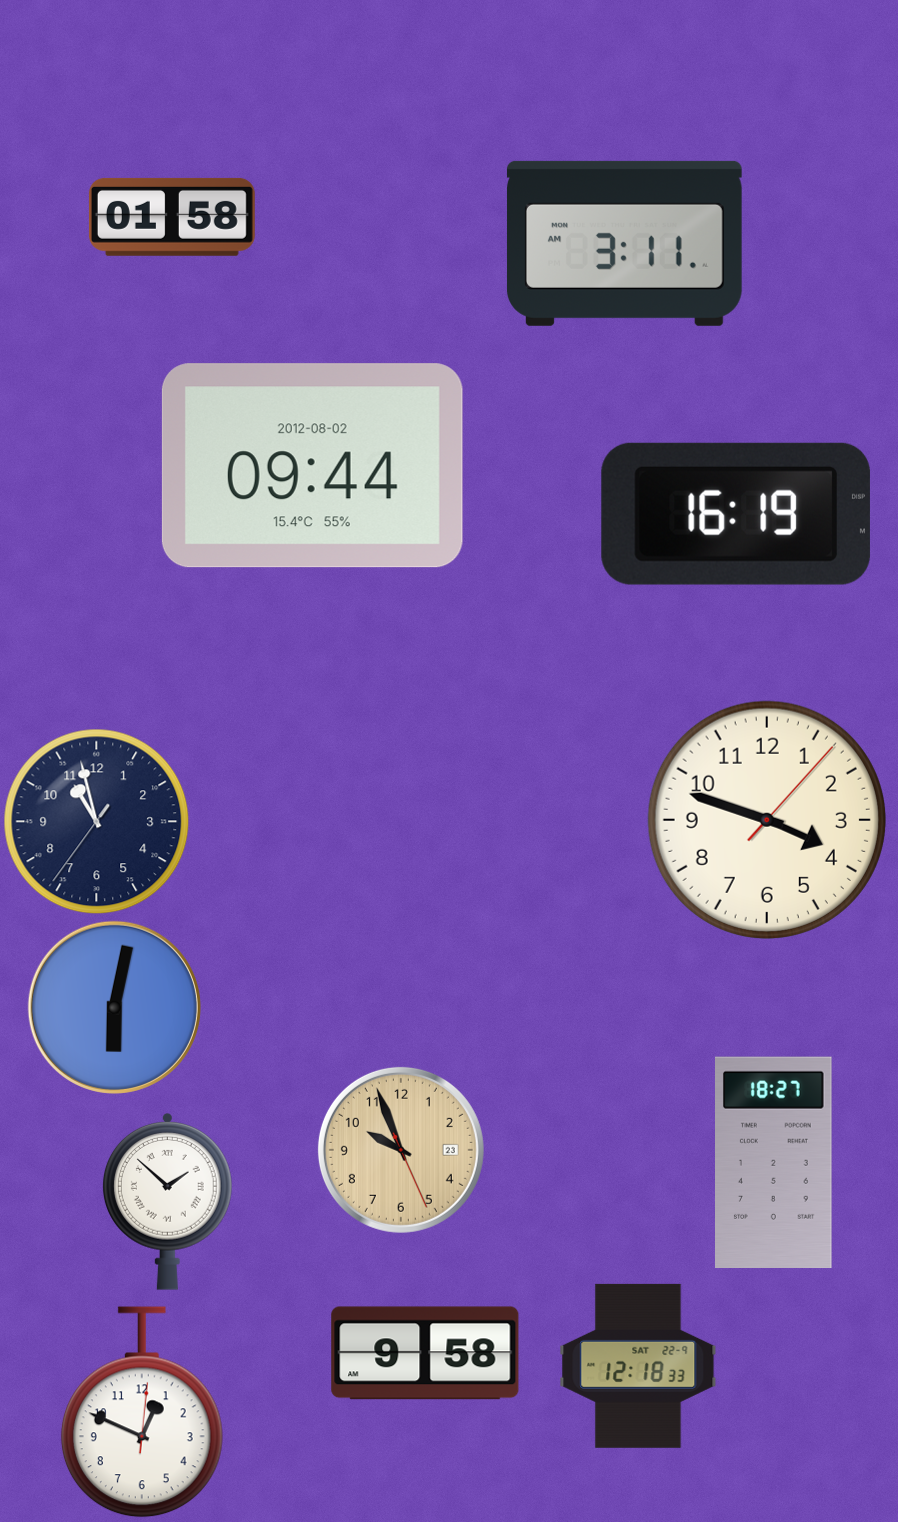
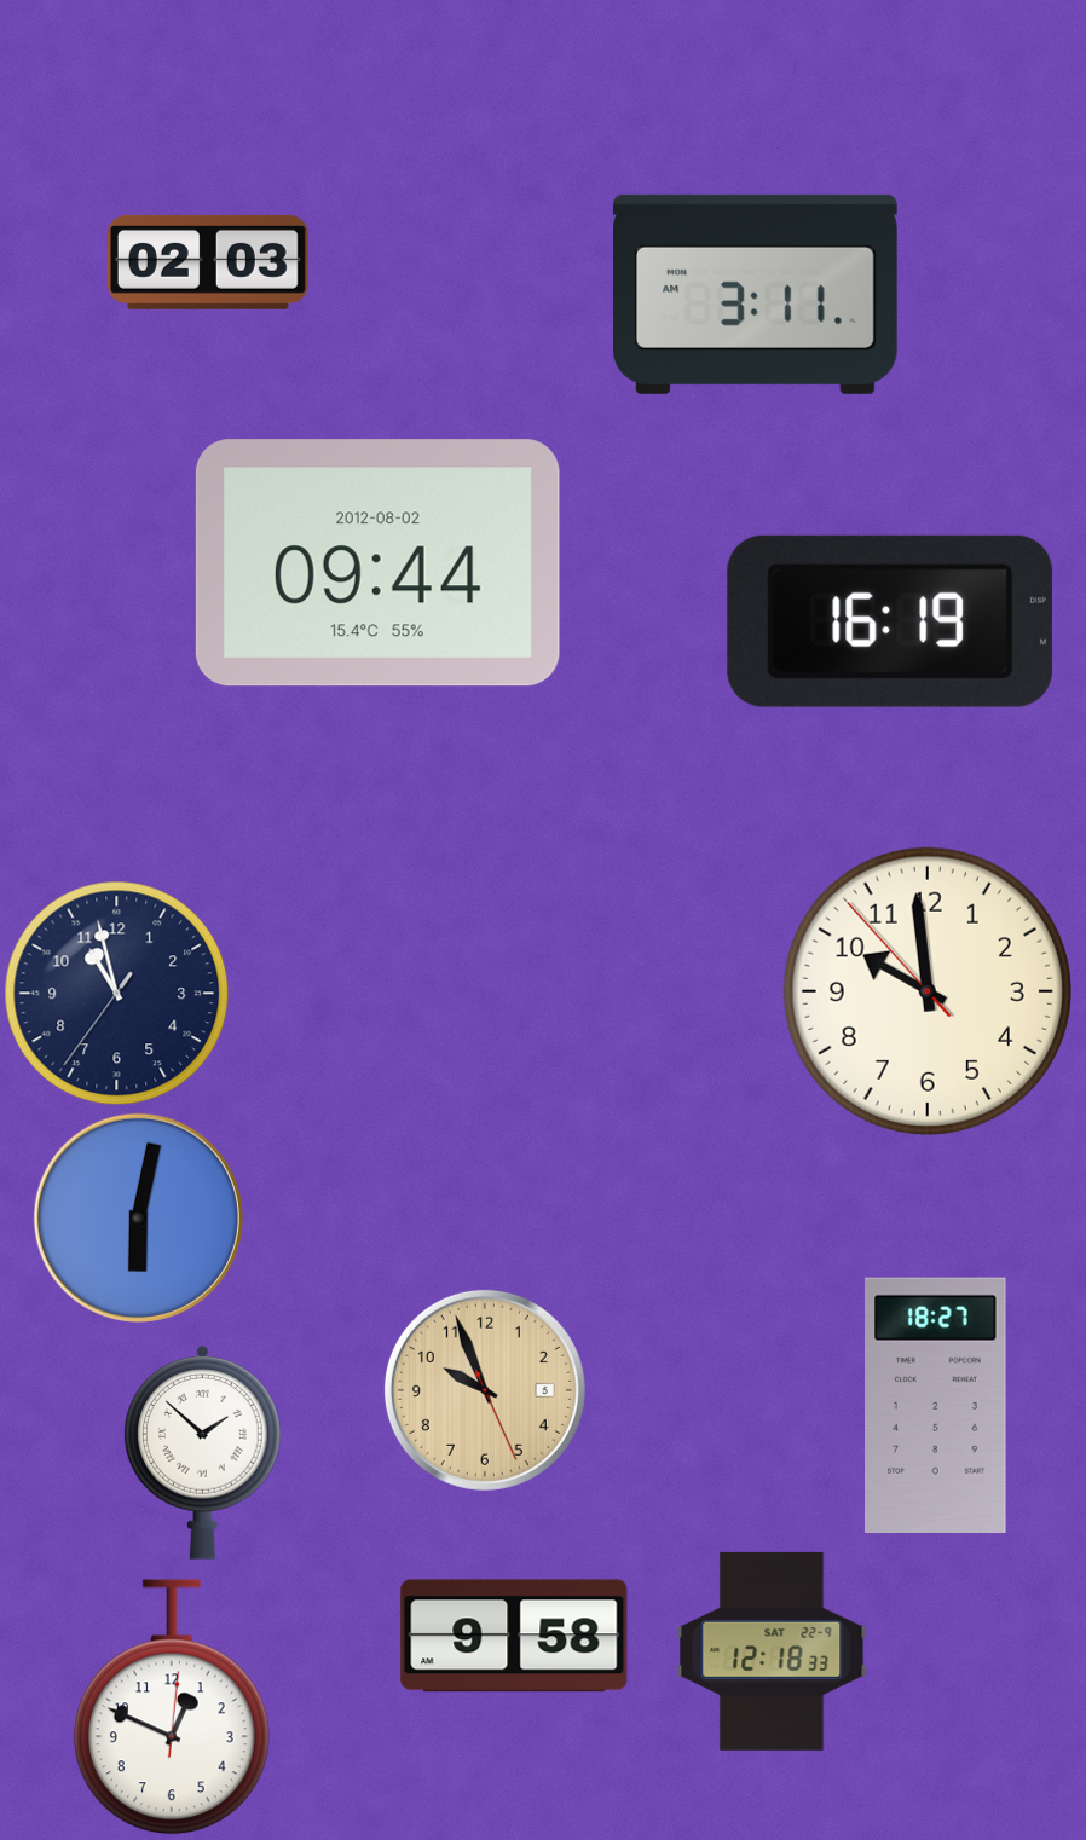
clock at (172, 217): 01:58 -> 02:03
clock at (767, 820): 3:48 -> 9:58
clock at (401, 1150) date: 23 -> 5
